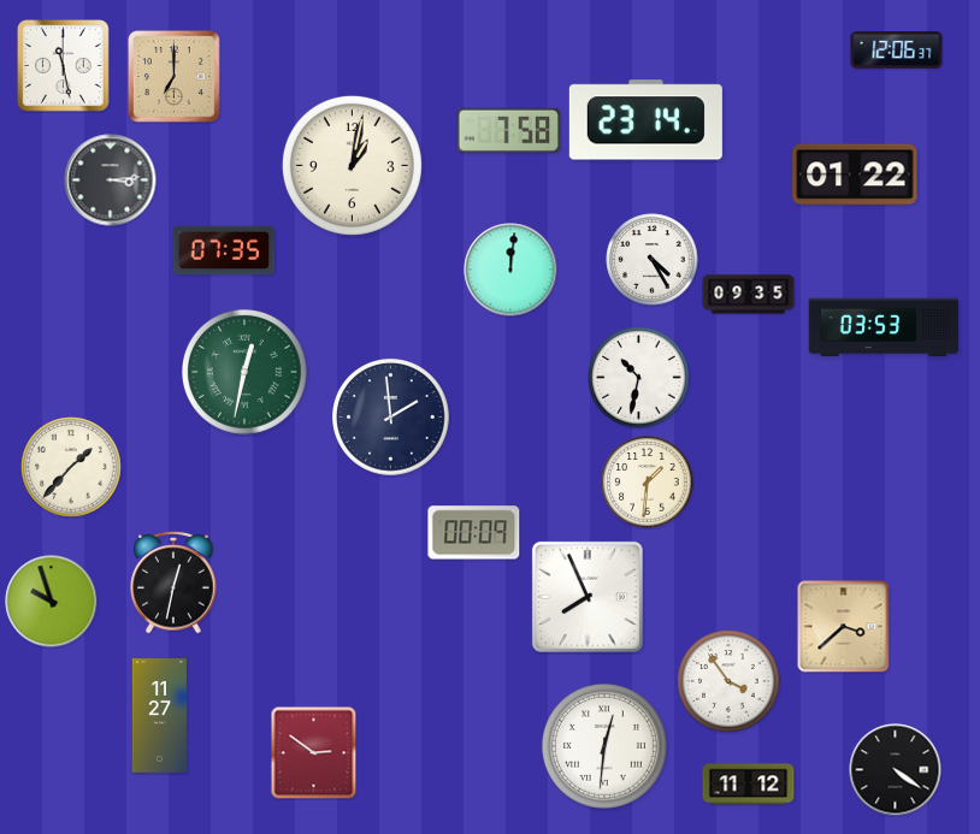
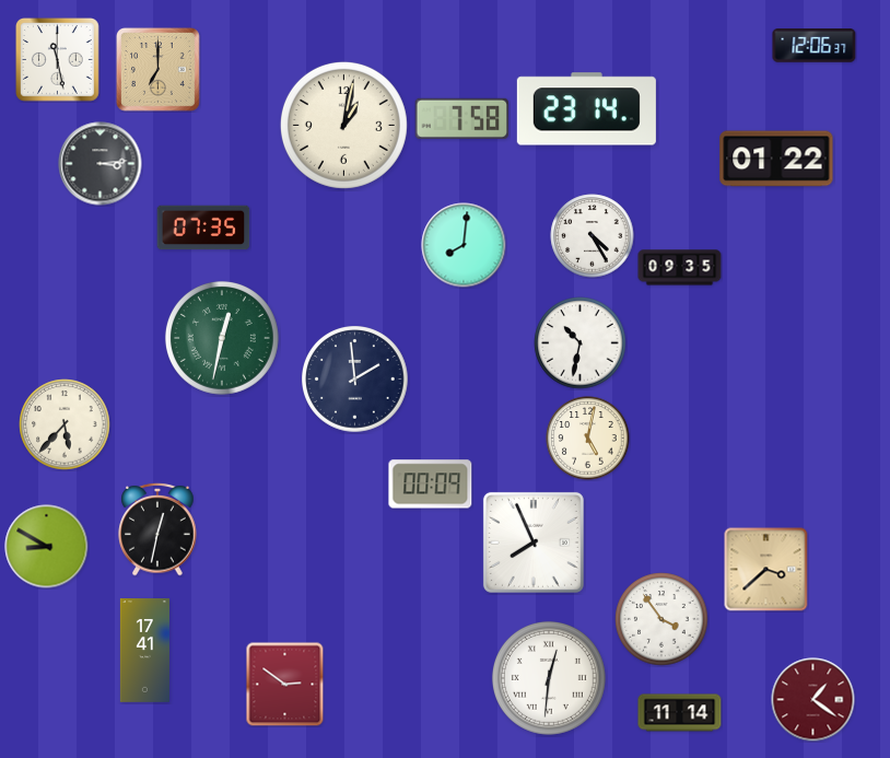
clock at (352, 165) position: (352, 165) -> (343, 125)
clock at (510, 270): 12:01 -> 8:01
clock at (884, 327): 03:53 -> none
clock at (71, 467): 1:37 -> 5:37
clock at (648, 483): 1:31 -> 5:02
clock at (52, 602): 9:57 -> 8:50
clock at (159, 716): 11:27 -> 17:41
clock at (896, 770): 4:21 -> 1:21
clock at (896, 770) dial: black -> burgundy
clock at (749, 785): 11:12 -> 11:14
